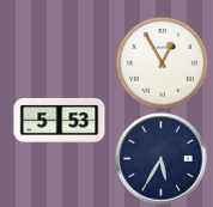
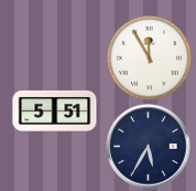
clock at (163, 63): 12:55 -> 11:55
clock at (60, 120): 5:53 -> 5:51
